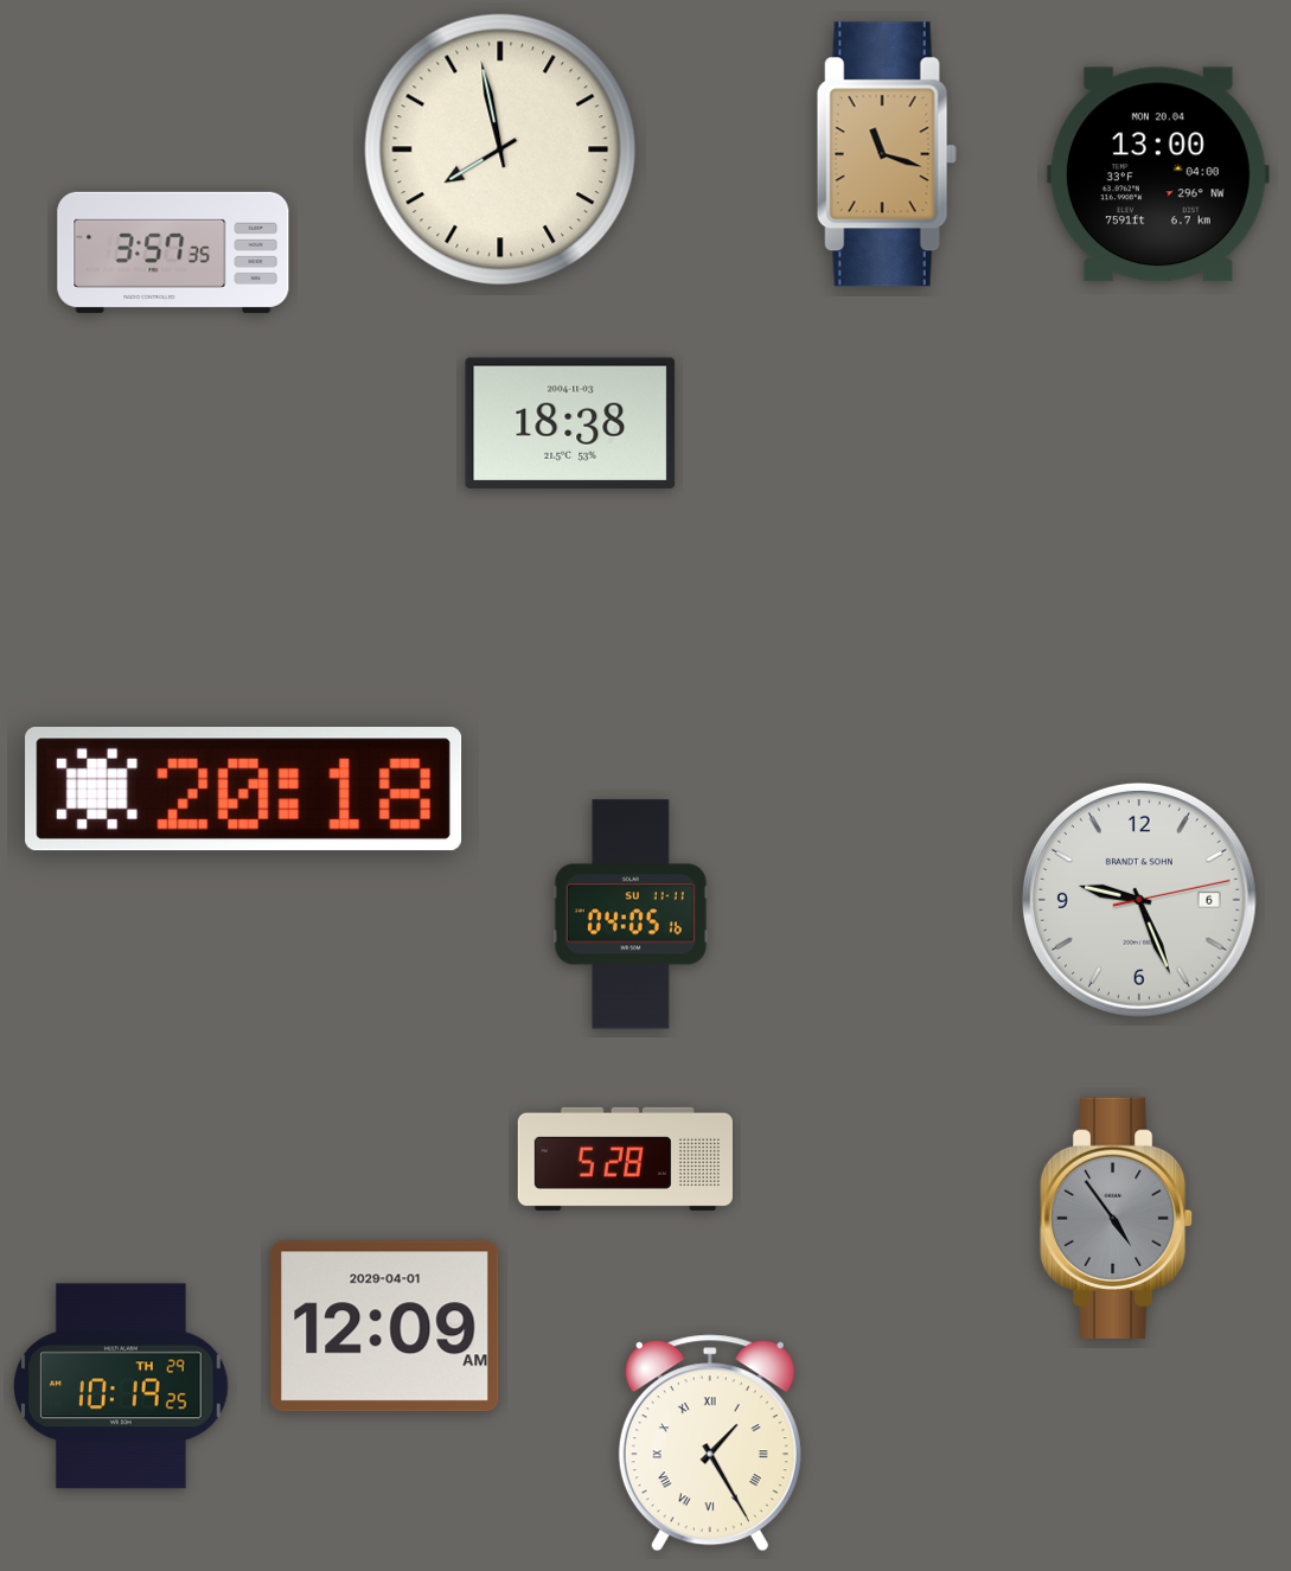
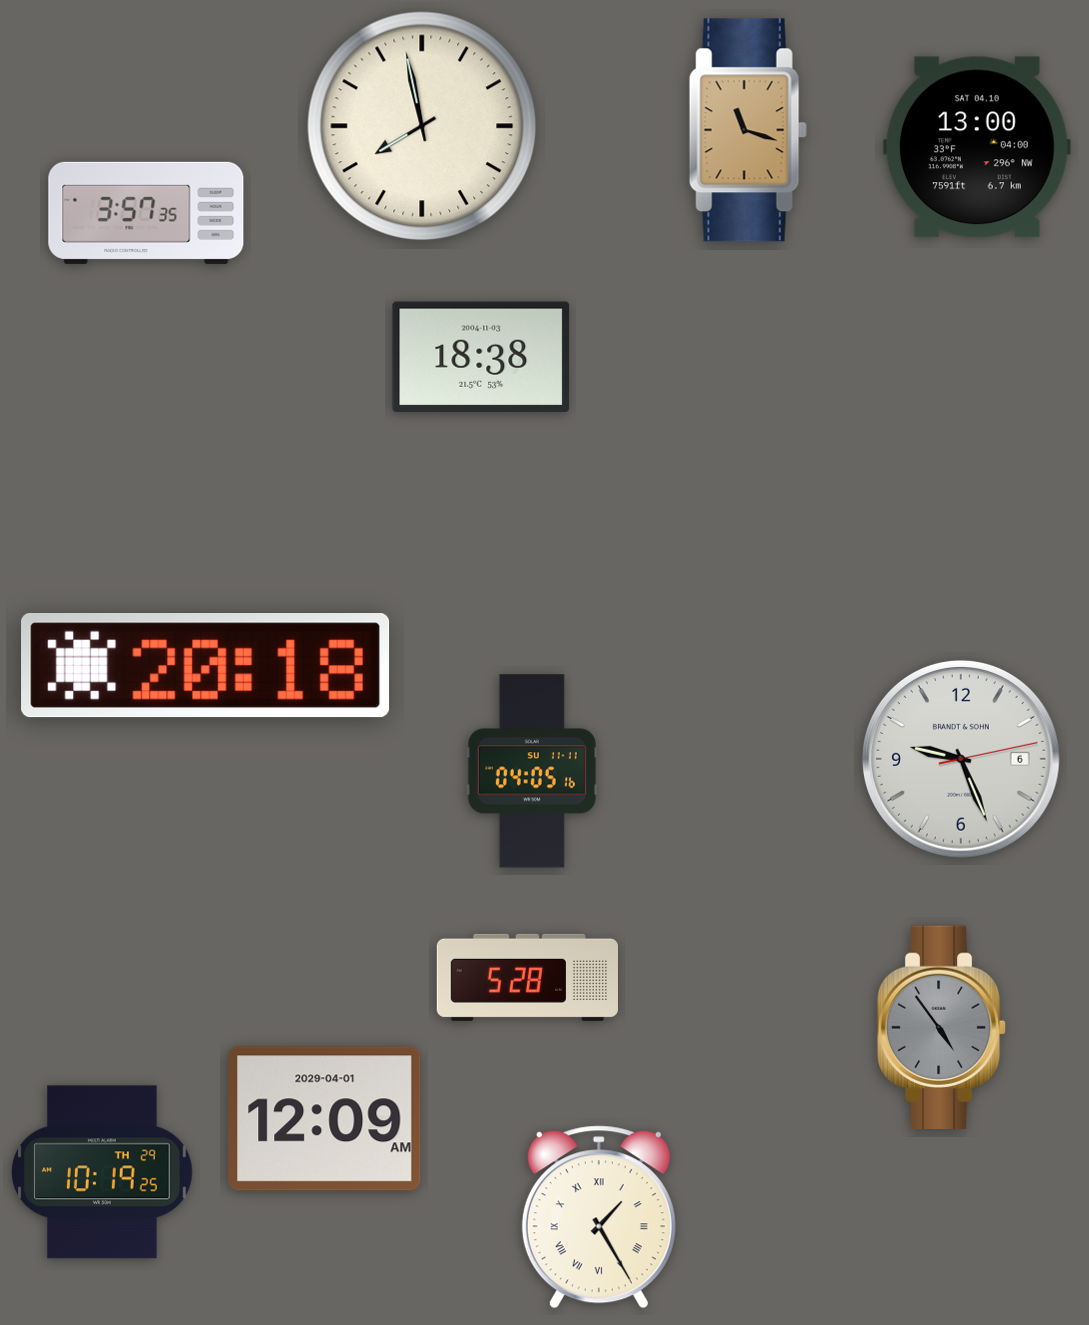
clock at (1158, 174) date: MON 20.04 -> SAT 04.10
clock at (122, 1386) position: (122, 1386) -> (103, 1172)
